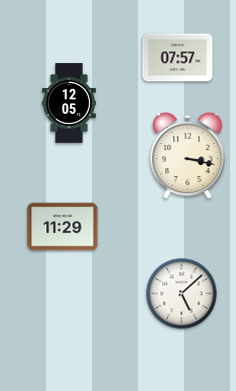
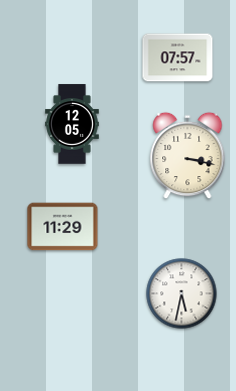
clock at (69, 103) position: (69, 103) -> (72, 124)
clock at (182, 294): 5:08 -> 5:32
